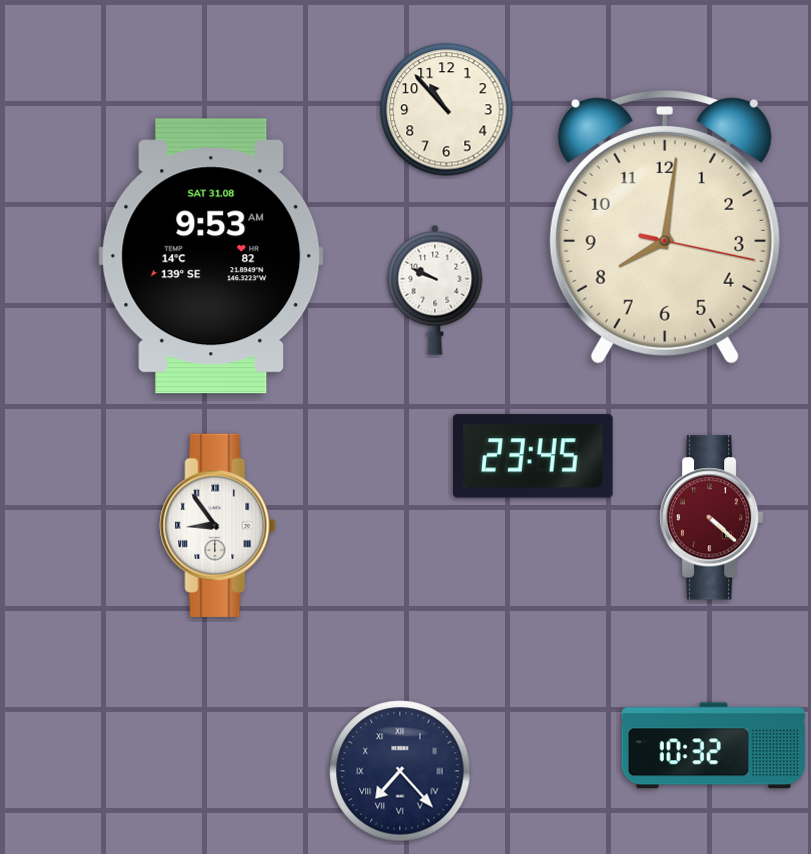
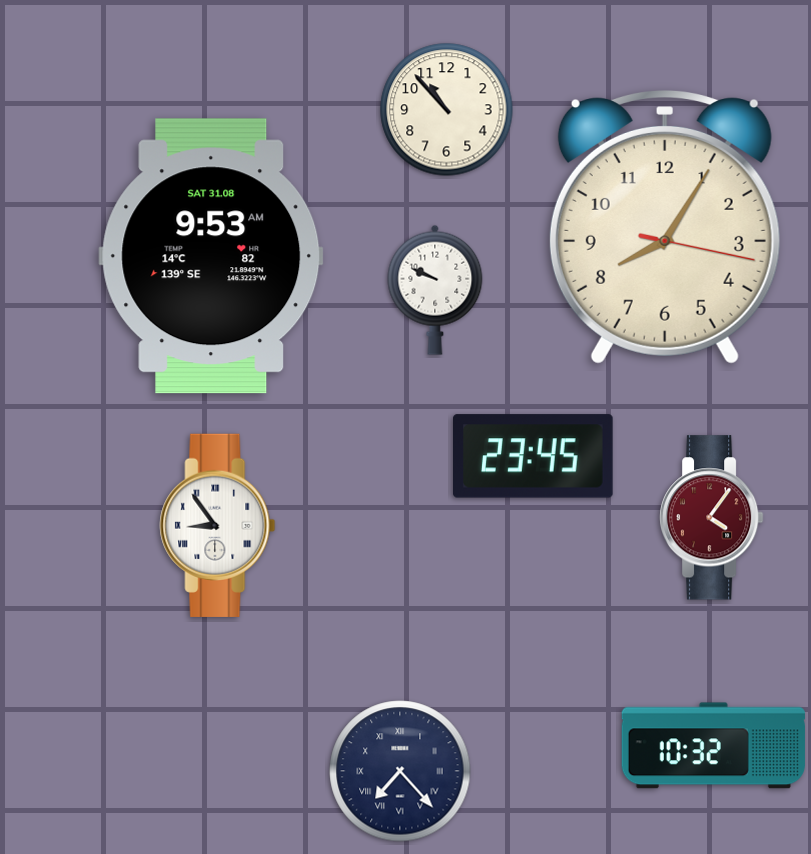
clock at (665, 228): 8:01 -> 8:05
clock at (712, 518): 4:22 -> 4:06
